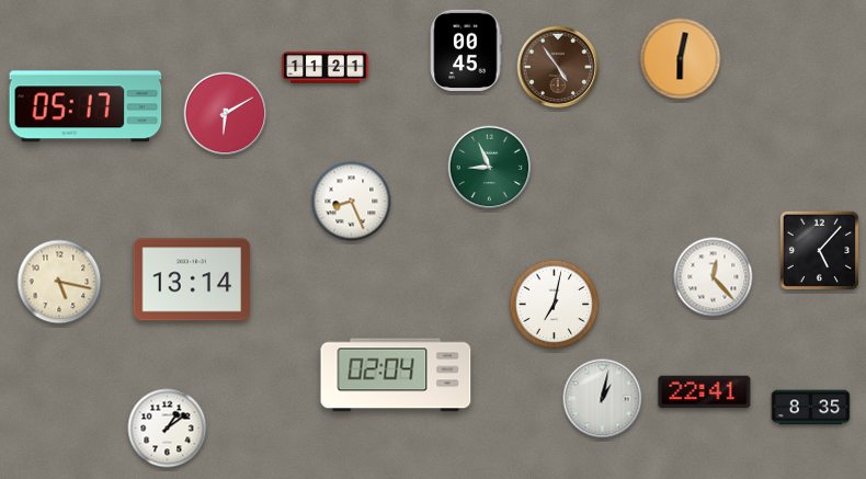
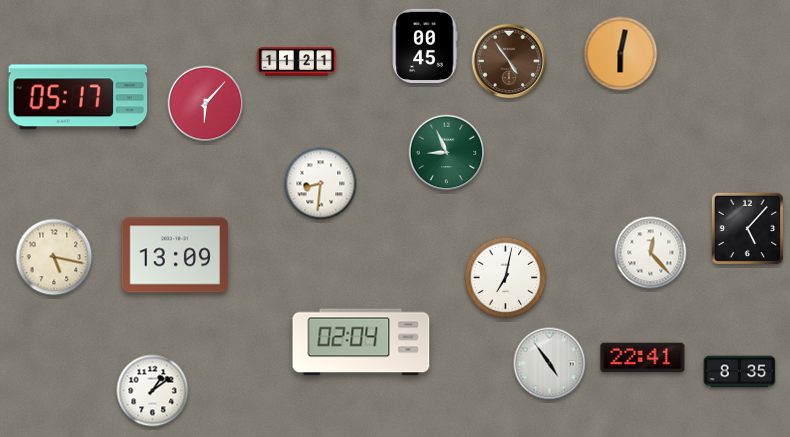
clock at (226, 114): 6:10 -> 6:07
clock at (352, 202): 8:26 -> 8:31
clock at (192, 280): 13:14 -> 13:09
clock at (603, 399): 1:02 -> 4:54
